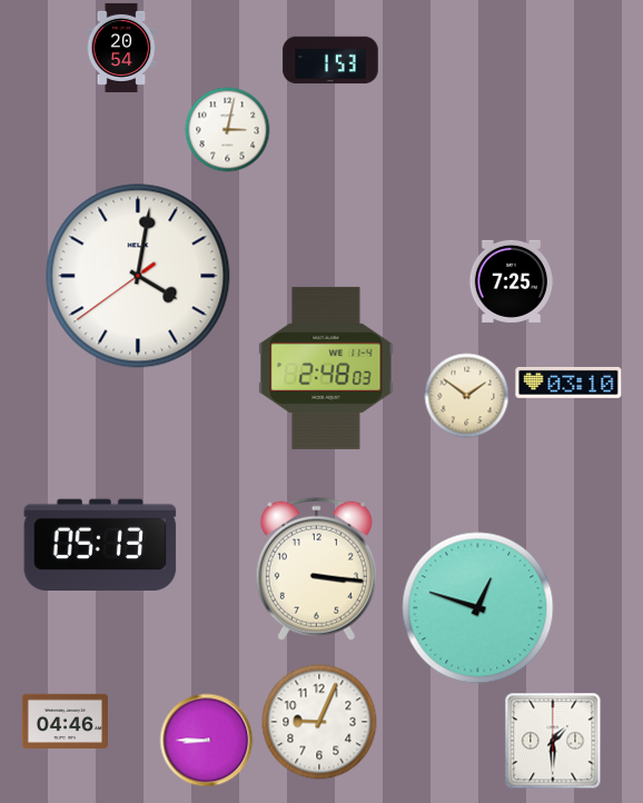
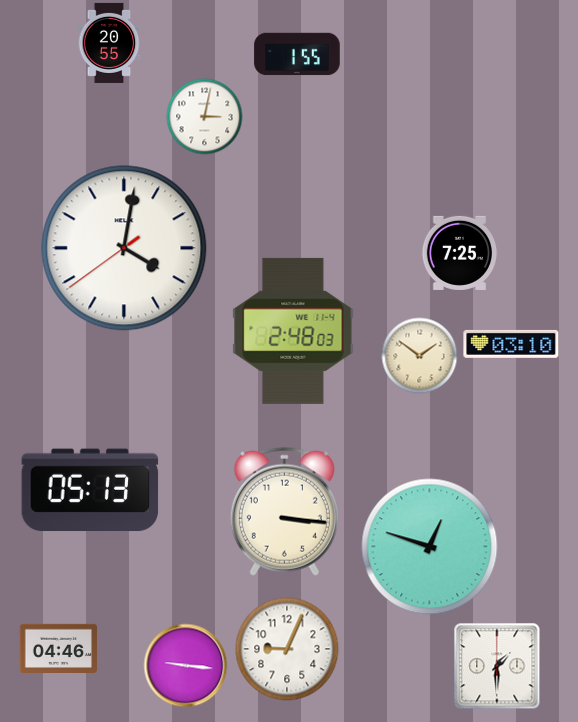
clock at (121, 48): 20:54 -> 20:55
clock at (330, 60): 1:53 -> 1:55
clock at (207, 741): 8:45 -> 9:16
